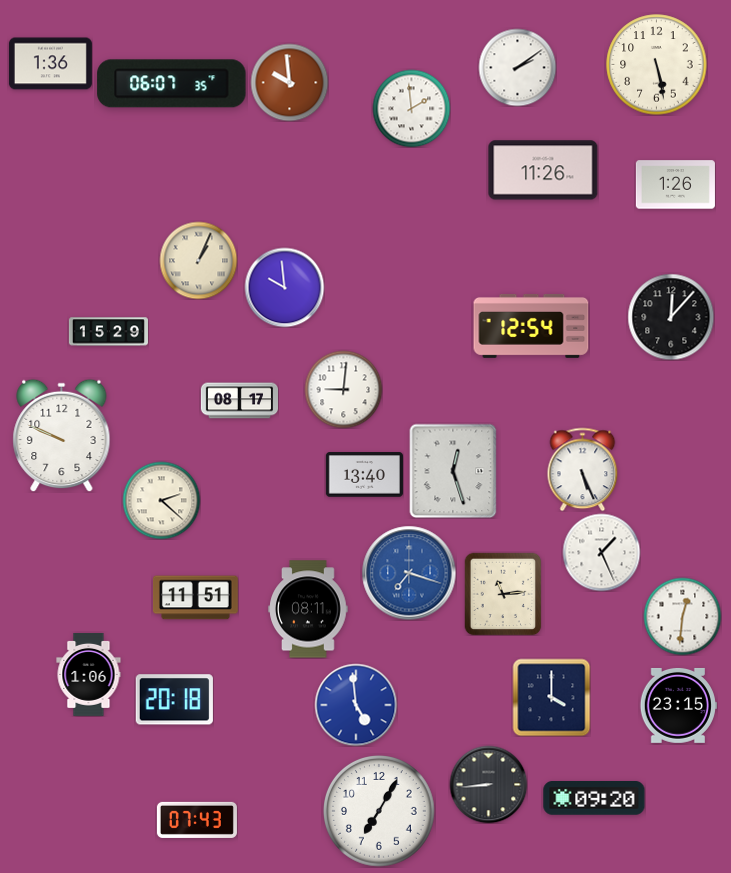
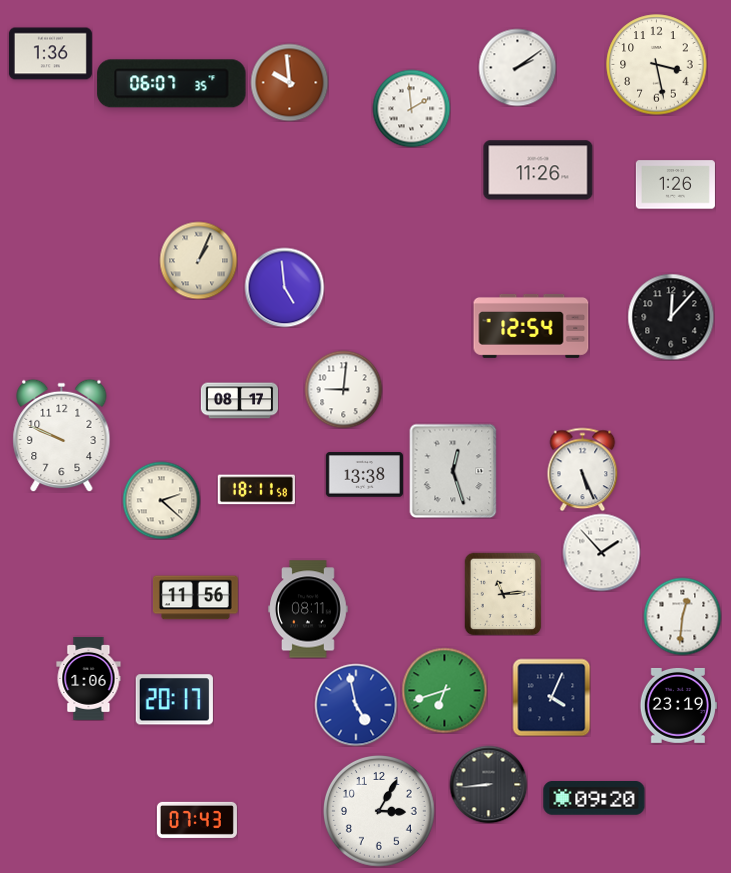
clock at (50, 64) position: (50, 64) -> (50, 54)
clock at (657, 65): 5:28 -> 3:28
clock at (543, 170) position: (543, 170) -> (538, 170)
clock at (284, 287): 9:59 -> 4:59
clock at (108, 332): 15:29 -> none
clock at (364, 475): 13:40 -> 13:38
clock at (256, 490): none -> 18:11
clock at (601, 552): 1:26 -> 1:53
clock at (409, 573): 7:18 -> none
clock at (195, 598): 11:51 -> 11:56
clock at (89, 674) position: (89, 674) -> (89, 678)
clock at (444, 690): none -> 6:42
clock at (551, 697): 4:00 -> 4:04
clock at (174, 700): 20:18 -> 20:17
clock at (356, 705): 4:59 -> 4:58
clock at (678, 705): 23:15 -> 23:19
clock at (380, 812): 7:05 -> 3:05
